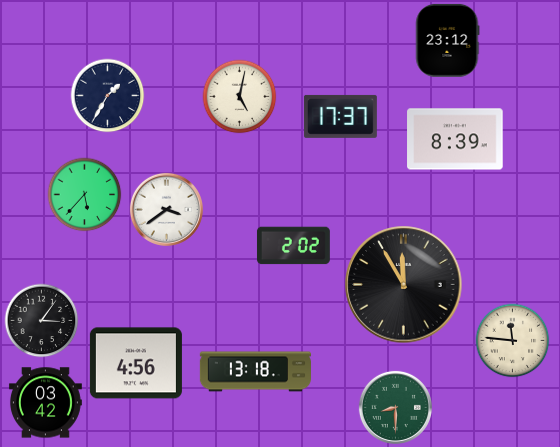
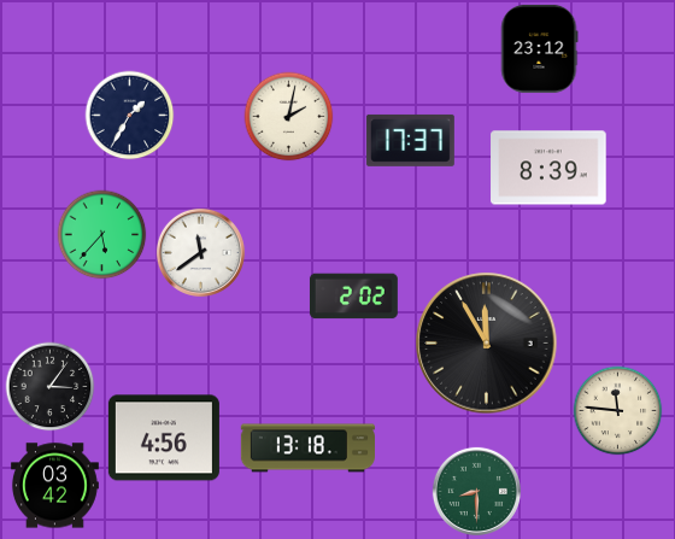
clock at (240, 97): 5:02 -> 2:02
clock at (166, 209): 3:39 -> 11:39
